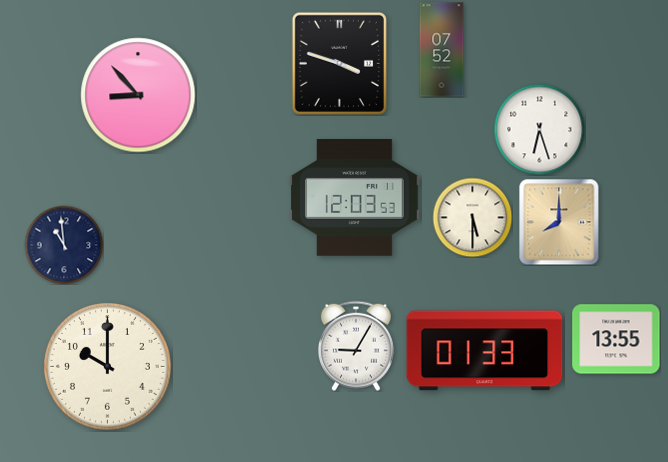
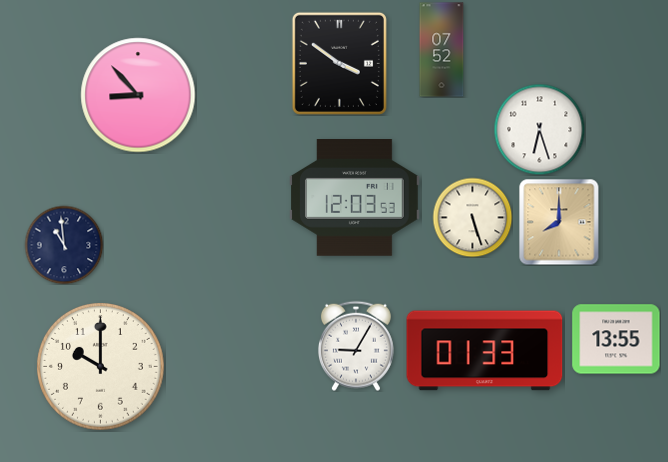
clock at (339, 63): 3:48 -> 3:51
clock at (472, 217): 5:30 -> 5:27
clock at (108, 367) position: (108, 367) -> (101, 367)
